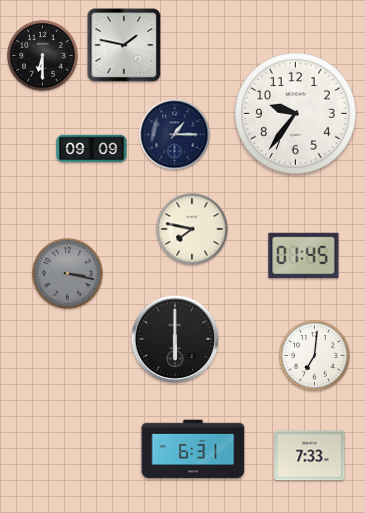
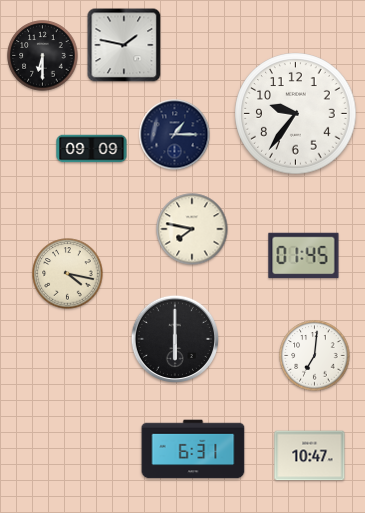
clock at (68, 274): 3:17 -> 4:17
clock at (68, 274) dial: grey -> cream
clock at (310, 456): 7:33 -> 10:47
